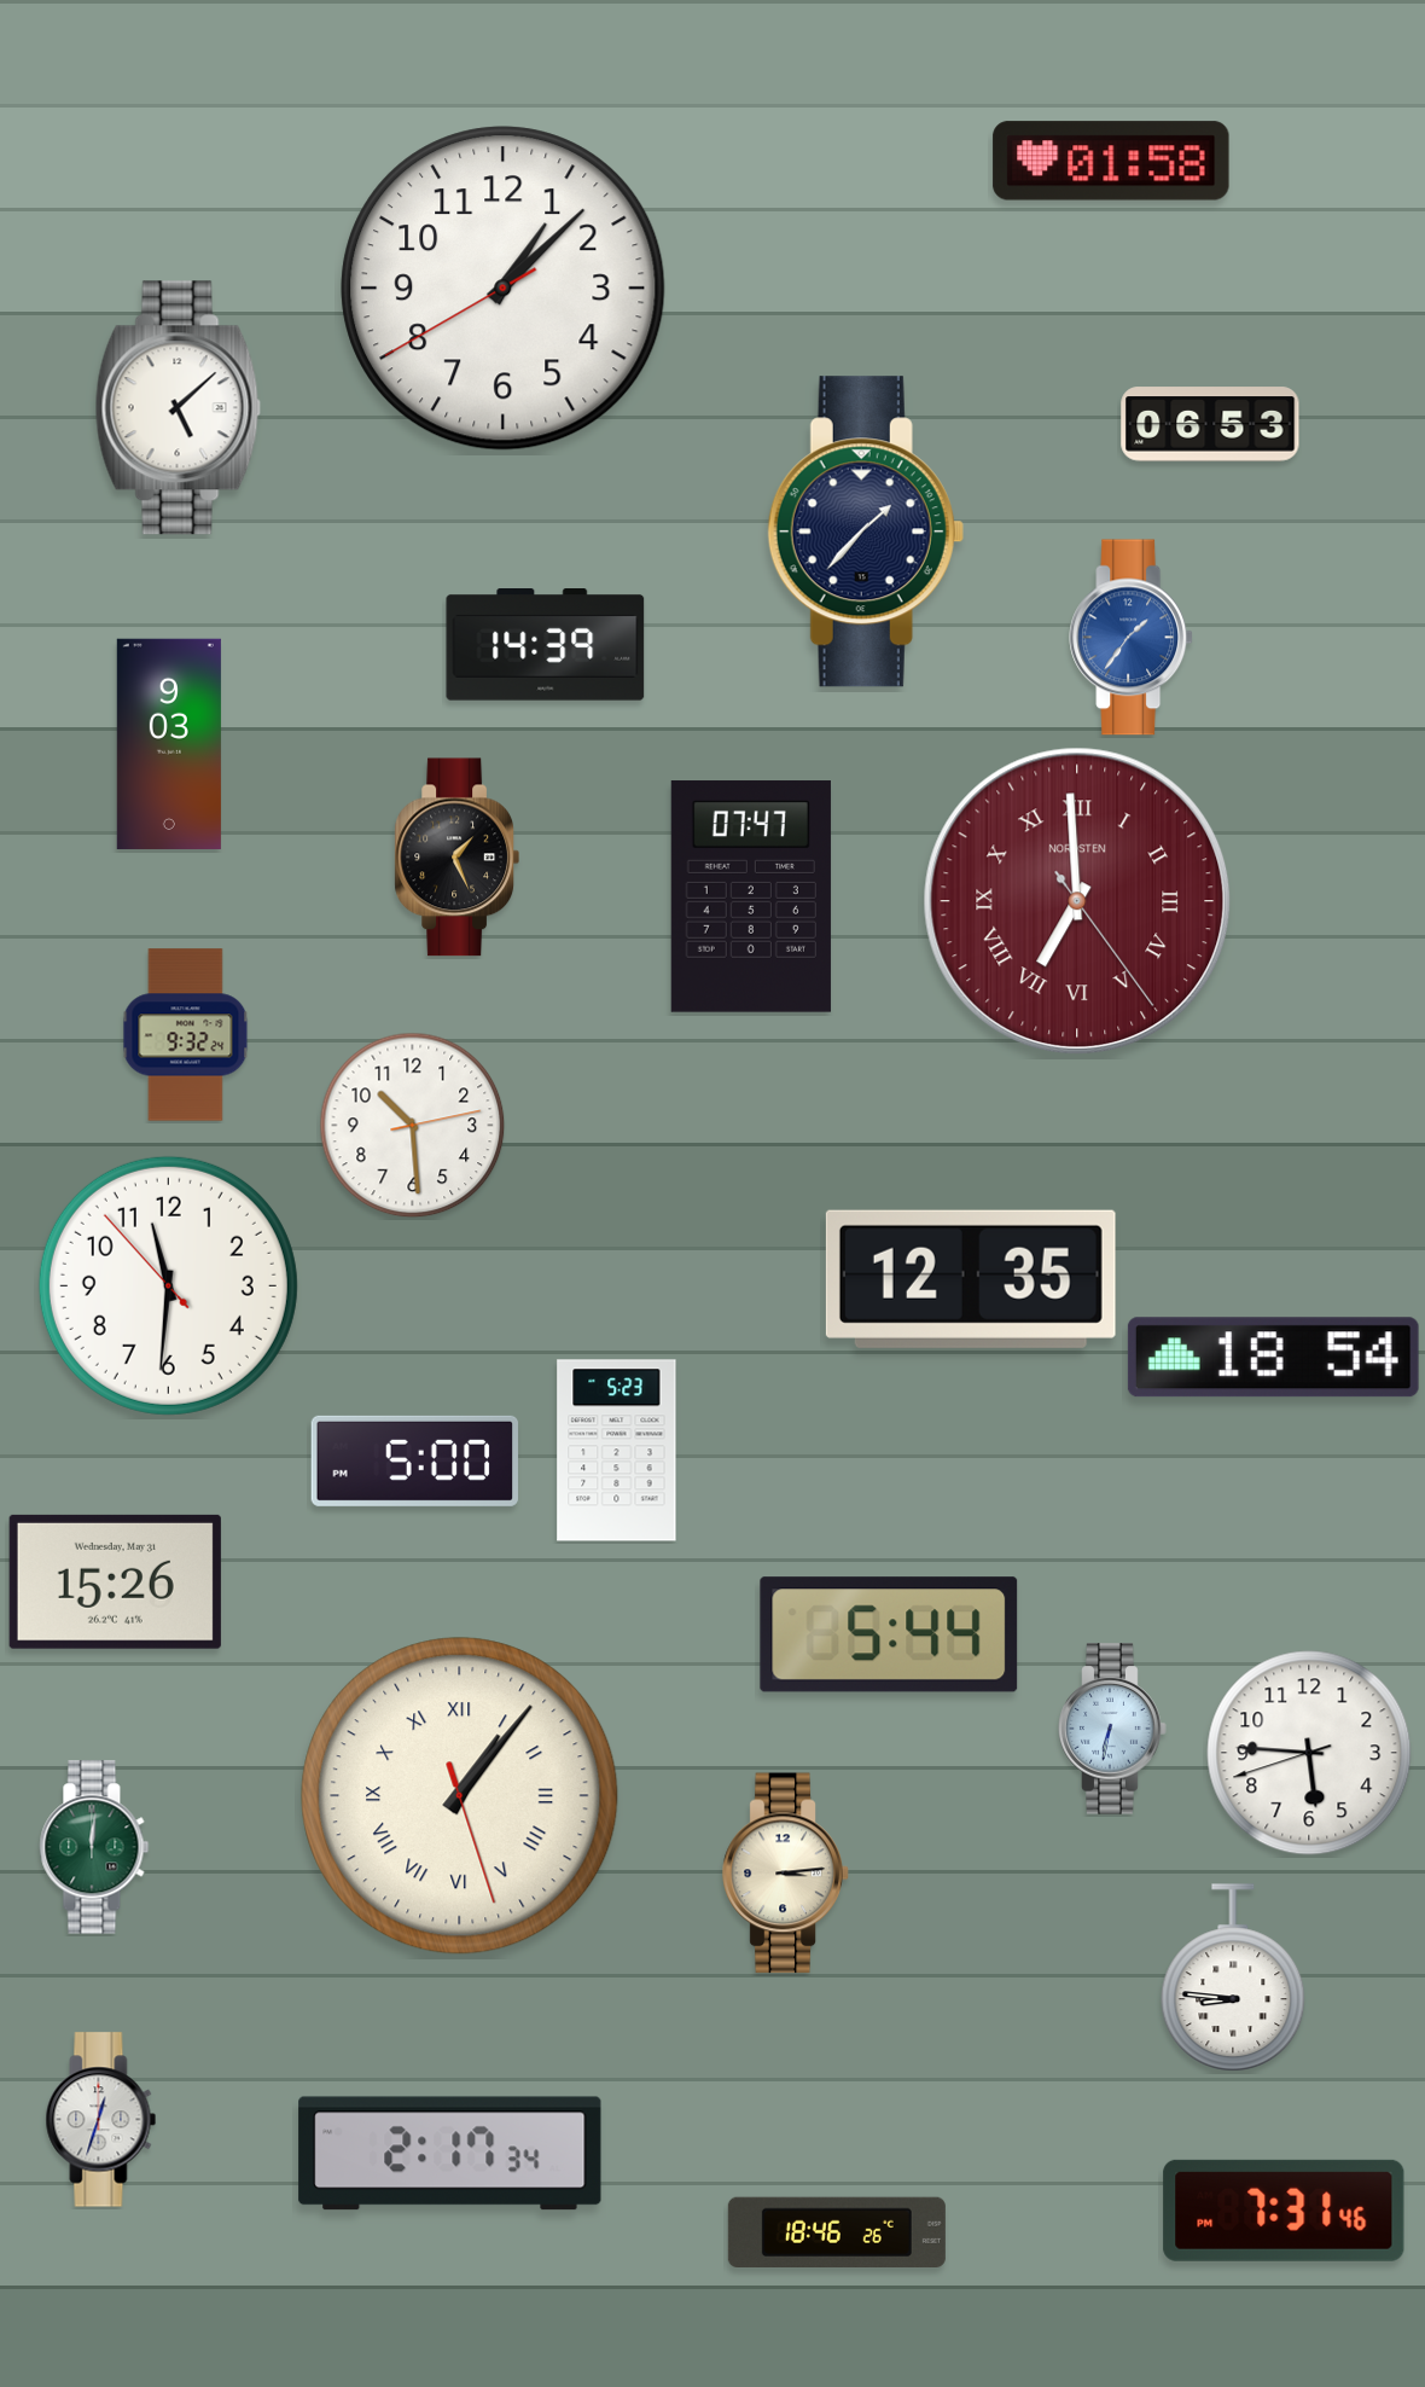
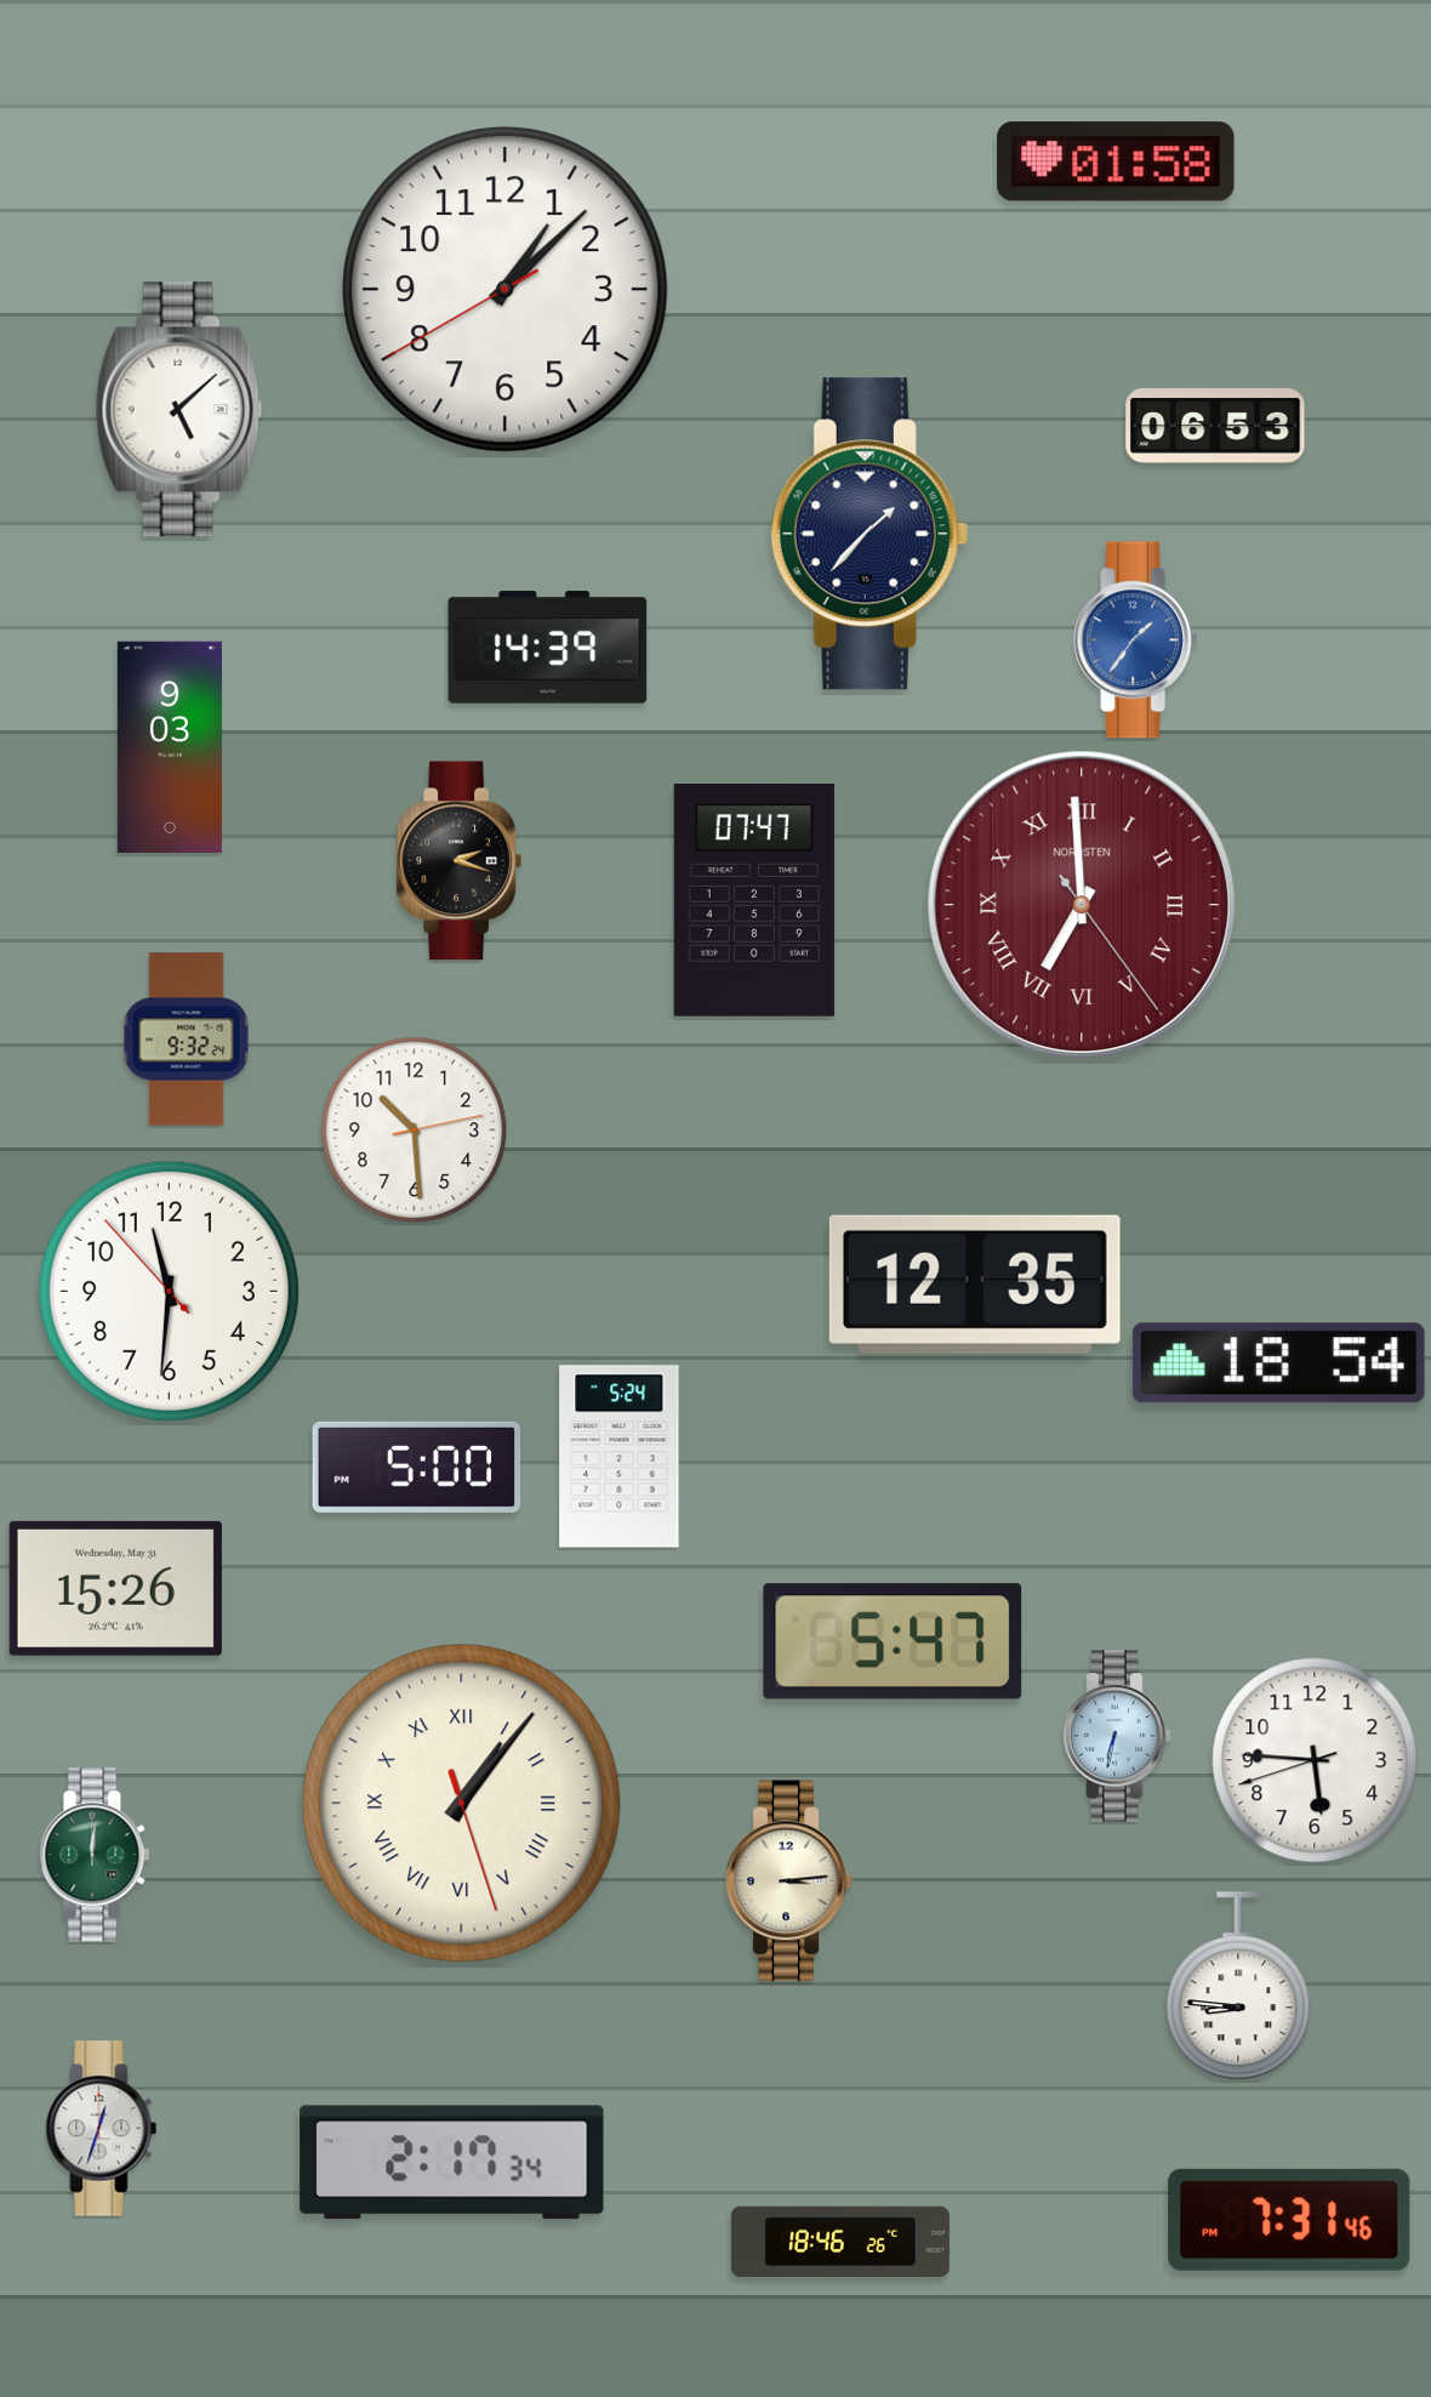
clock at (456, 858): 1:26 -> 2:18
clock at (617, 1451): 5:23 -> 5:24
clock at (889, 1634): 5:44 -> 5:47
